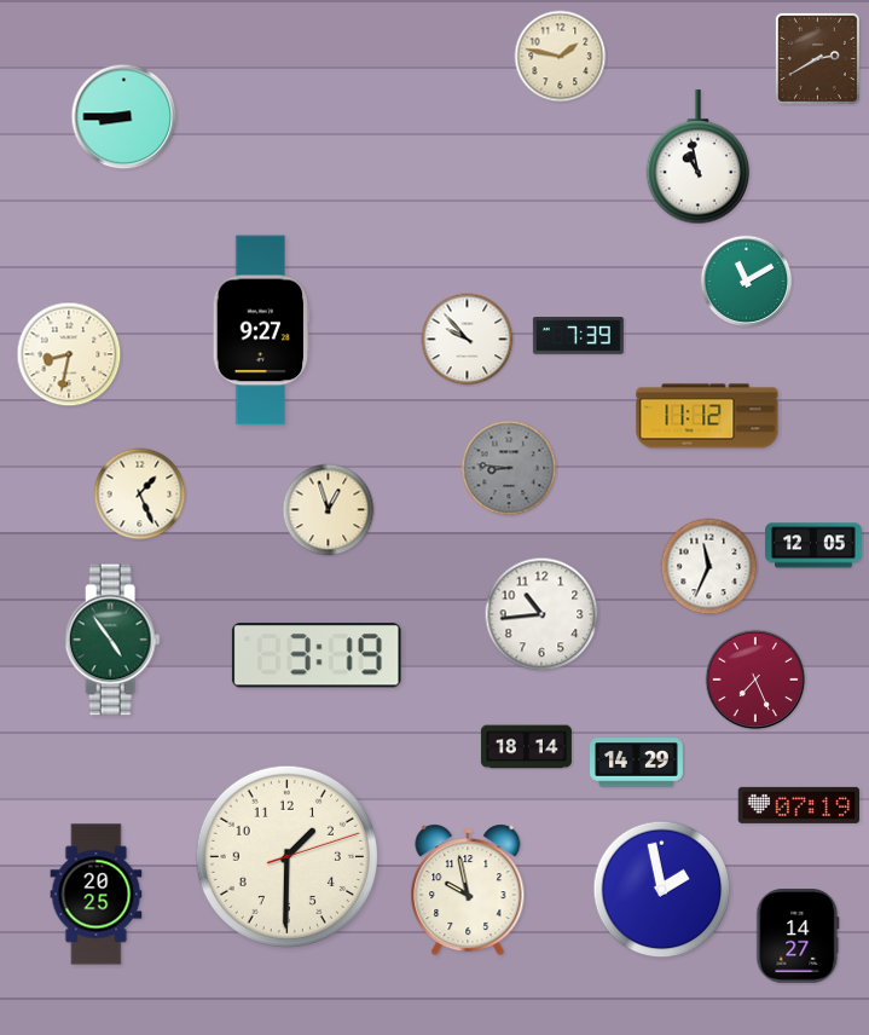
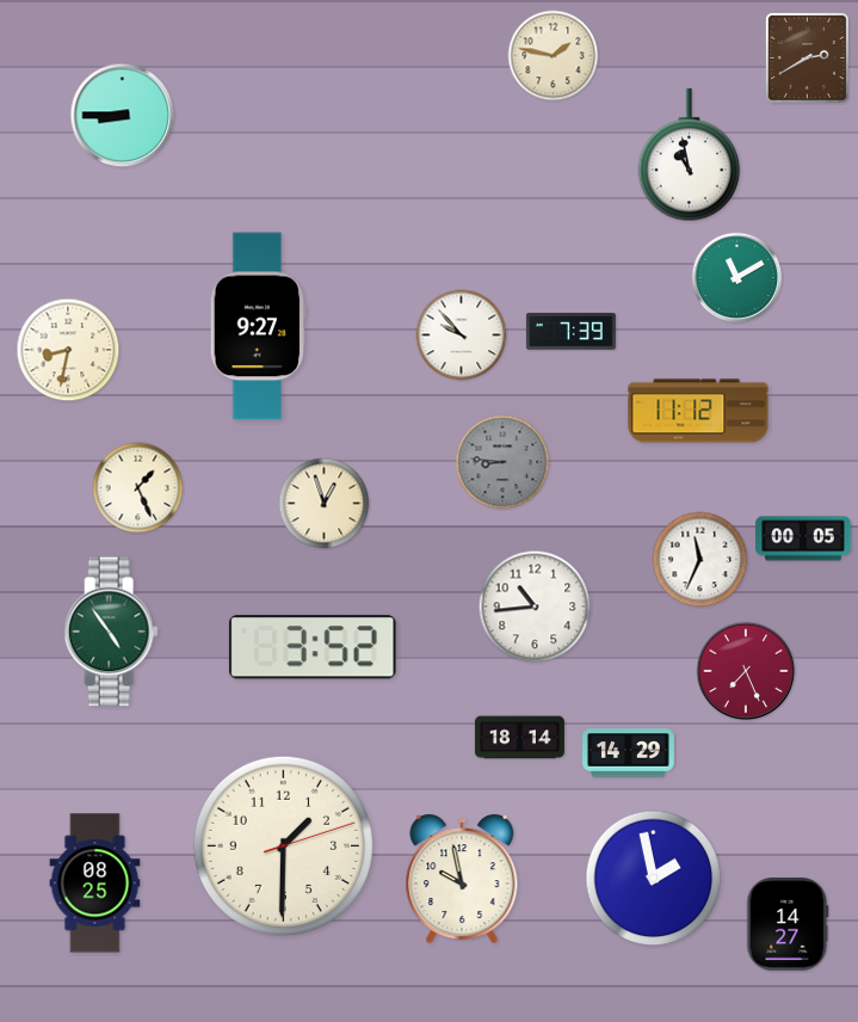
clock at (813, 545): 12:05 -> 00:05
clock at (317, 655): 3:19 -> 3:52
clock at (799, 805): 07:19 -> none
clock at (97, 895): 20:25 -> 08:25
